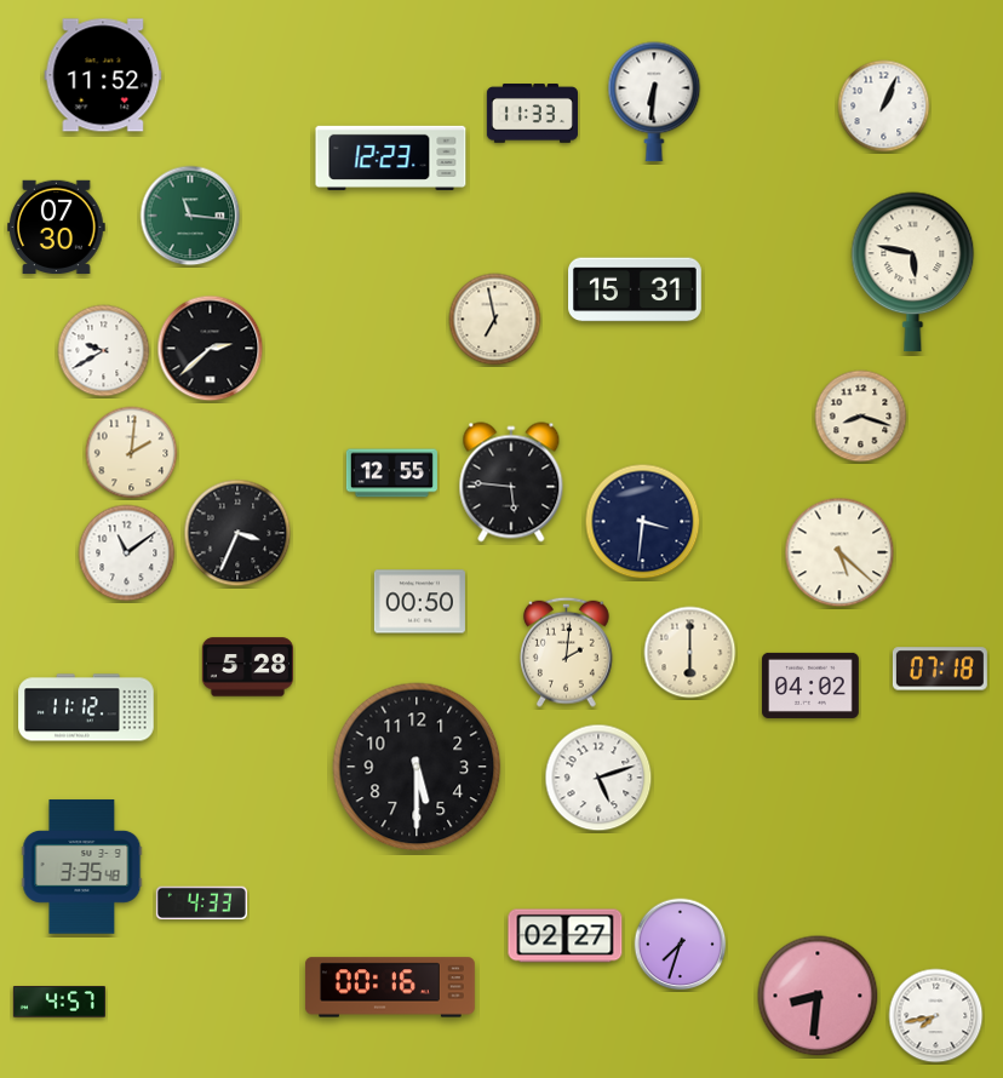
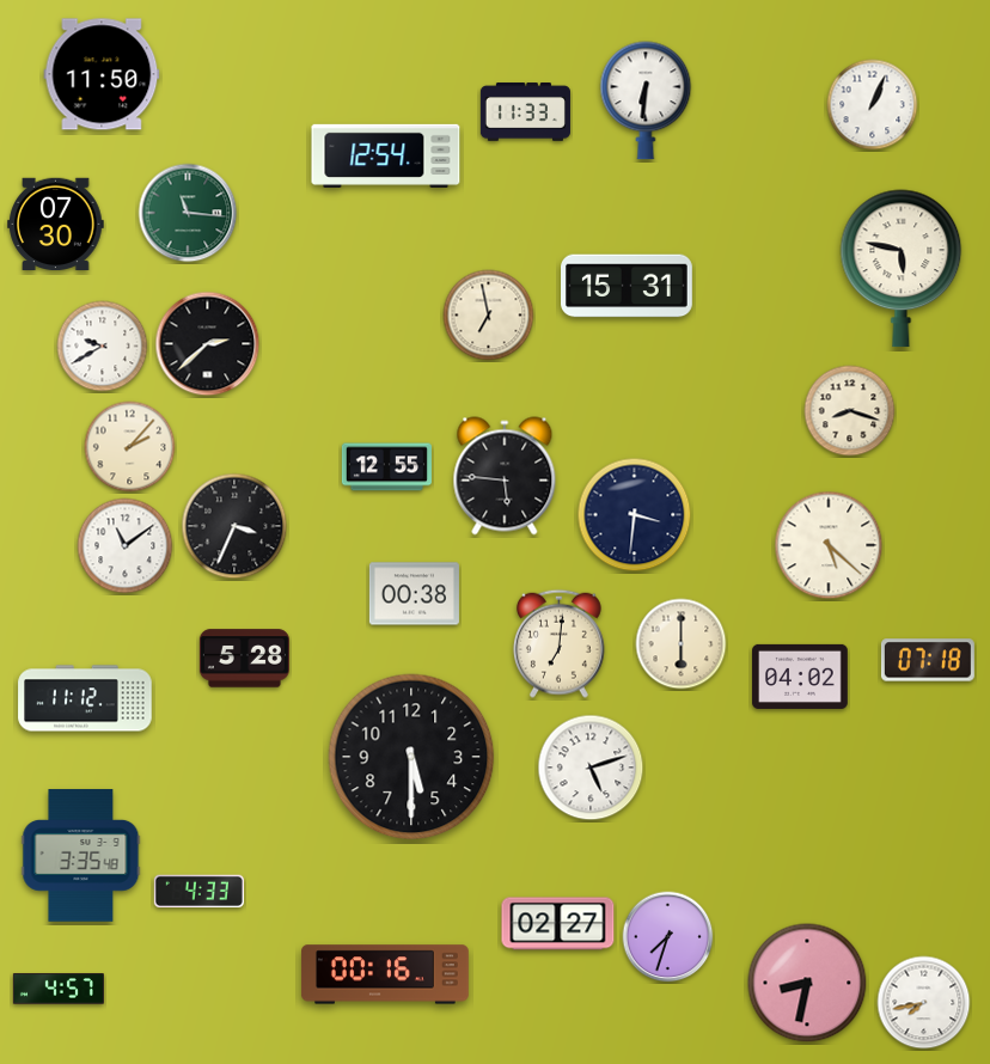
clock at (103, 75): 11:52 -> 11:50
clock at (391, 157): 12:23 -> 12:54
clock at (132, 453): 2:01 -> 2:07
clock at (419, 602): 00:50 -> 00:38
clock at (566, 652): 2:01 -> 7:01
clock at (681, 945) position: (681, 945) -> (668, 937)
clock at (818, 996): 8:31 -> 8:32
